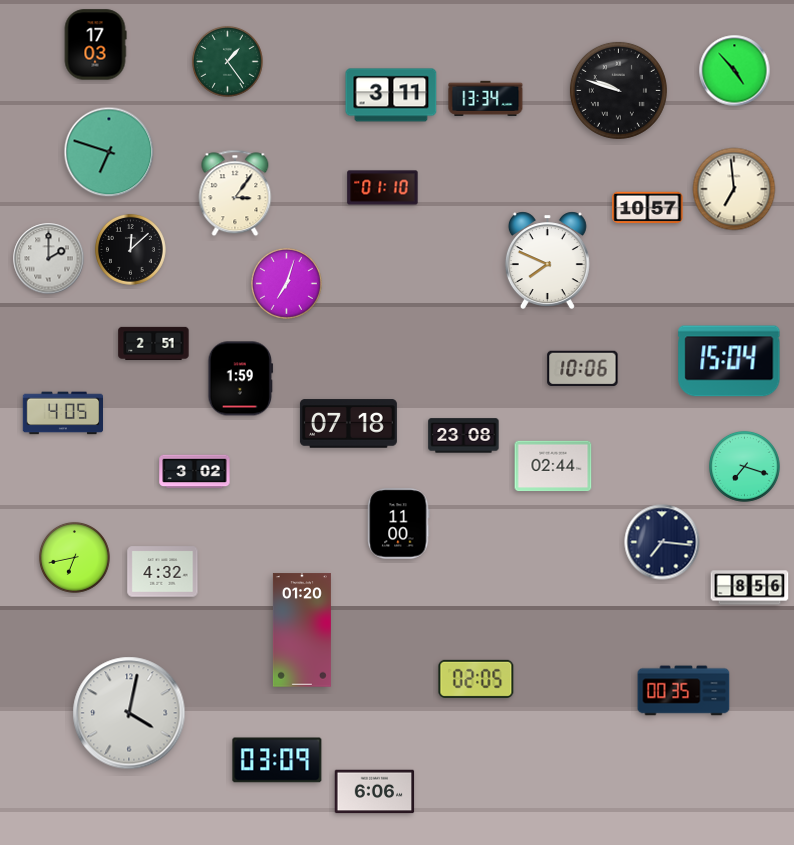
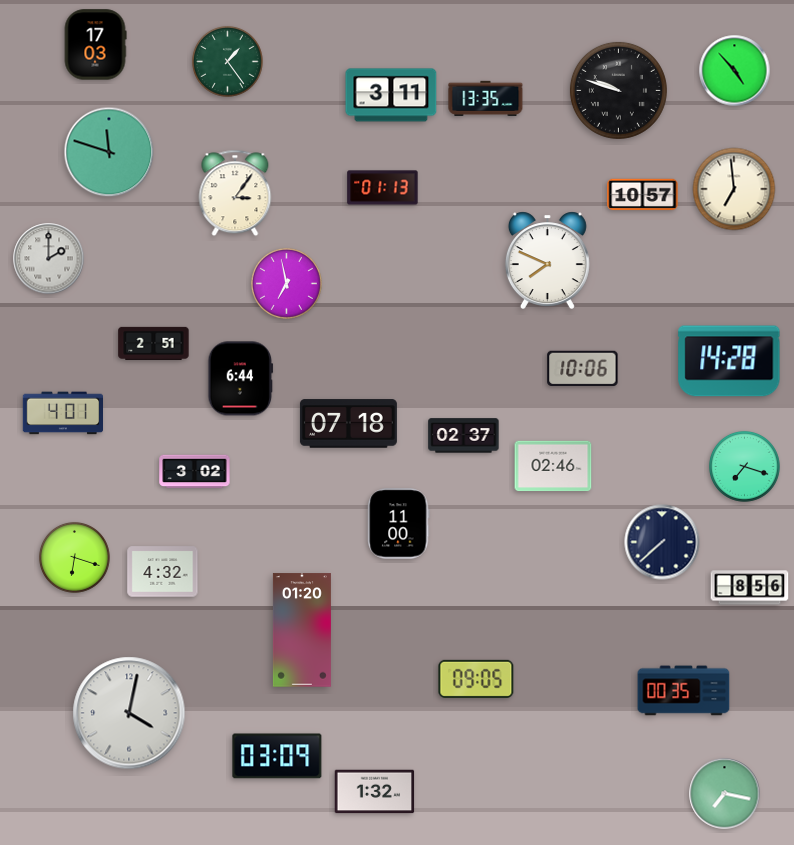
clock at (486, 98): 13:34 -> 13:35
clock at (109, 152): 6:48 -> 11:48
clock at (383, 188): 01:10 -> 01:13
clock at (648, 208) position: (648, 208) -> (643, 195)
clock at (130, 249): 12:08 -> none
clock at (286, 283): 7:03 -> 6:58
clock at (729, 361): 15:04 -> 14:28
clock at (241, 379): 1:59 -> 6:44
clock at (63, 413): 4:05 -> 4:01
clock at (464, 436): 23:08 -> 02:37
clock at (553, 466): 02:44 -> 02:46
clock at (662, 542): 7:16 -> 7:38
clock at (74, 557): 6:43 -> 6:18
clock at (476, 679): 02:05 -> 09:05
clock at (277, 760) position: (277, 760) -> (277, 756)
clock at (375, 792): 6:06 -> 1:32
clock at (725, 794): none -> 7:17
